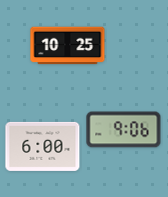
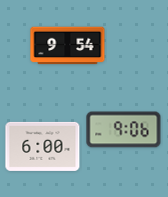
clock at (68, 46): 10:25 -> 9:54
